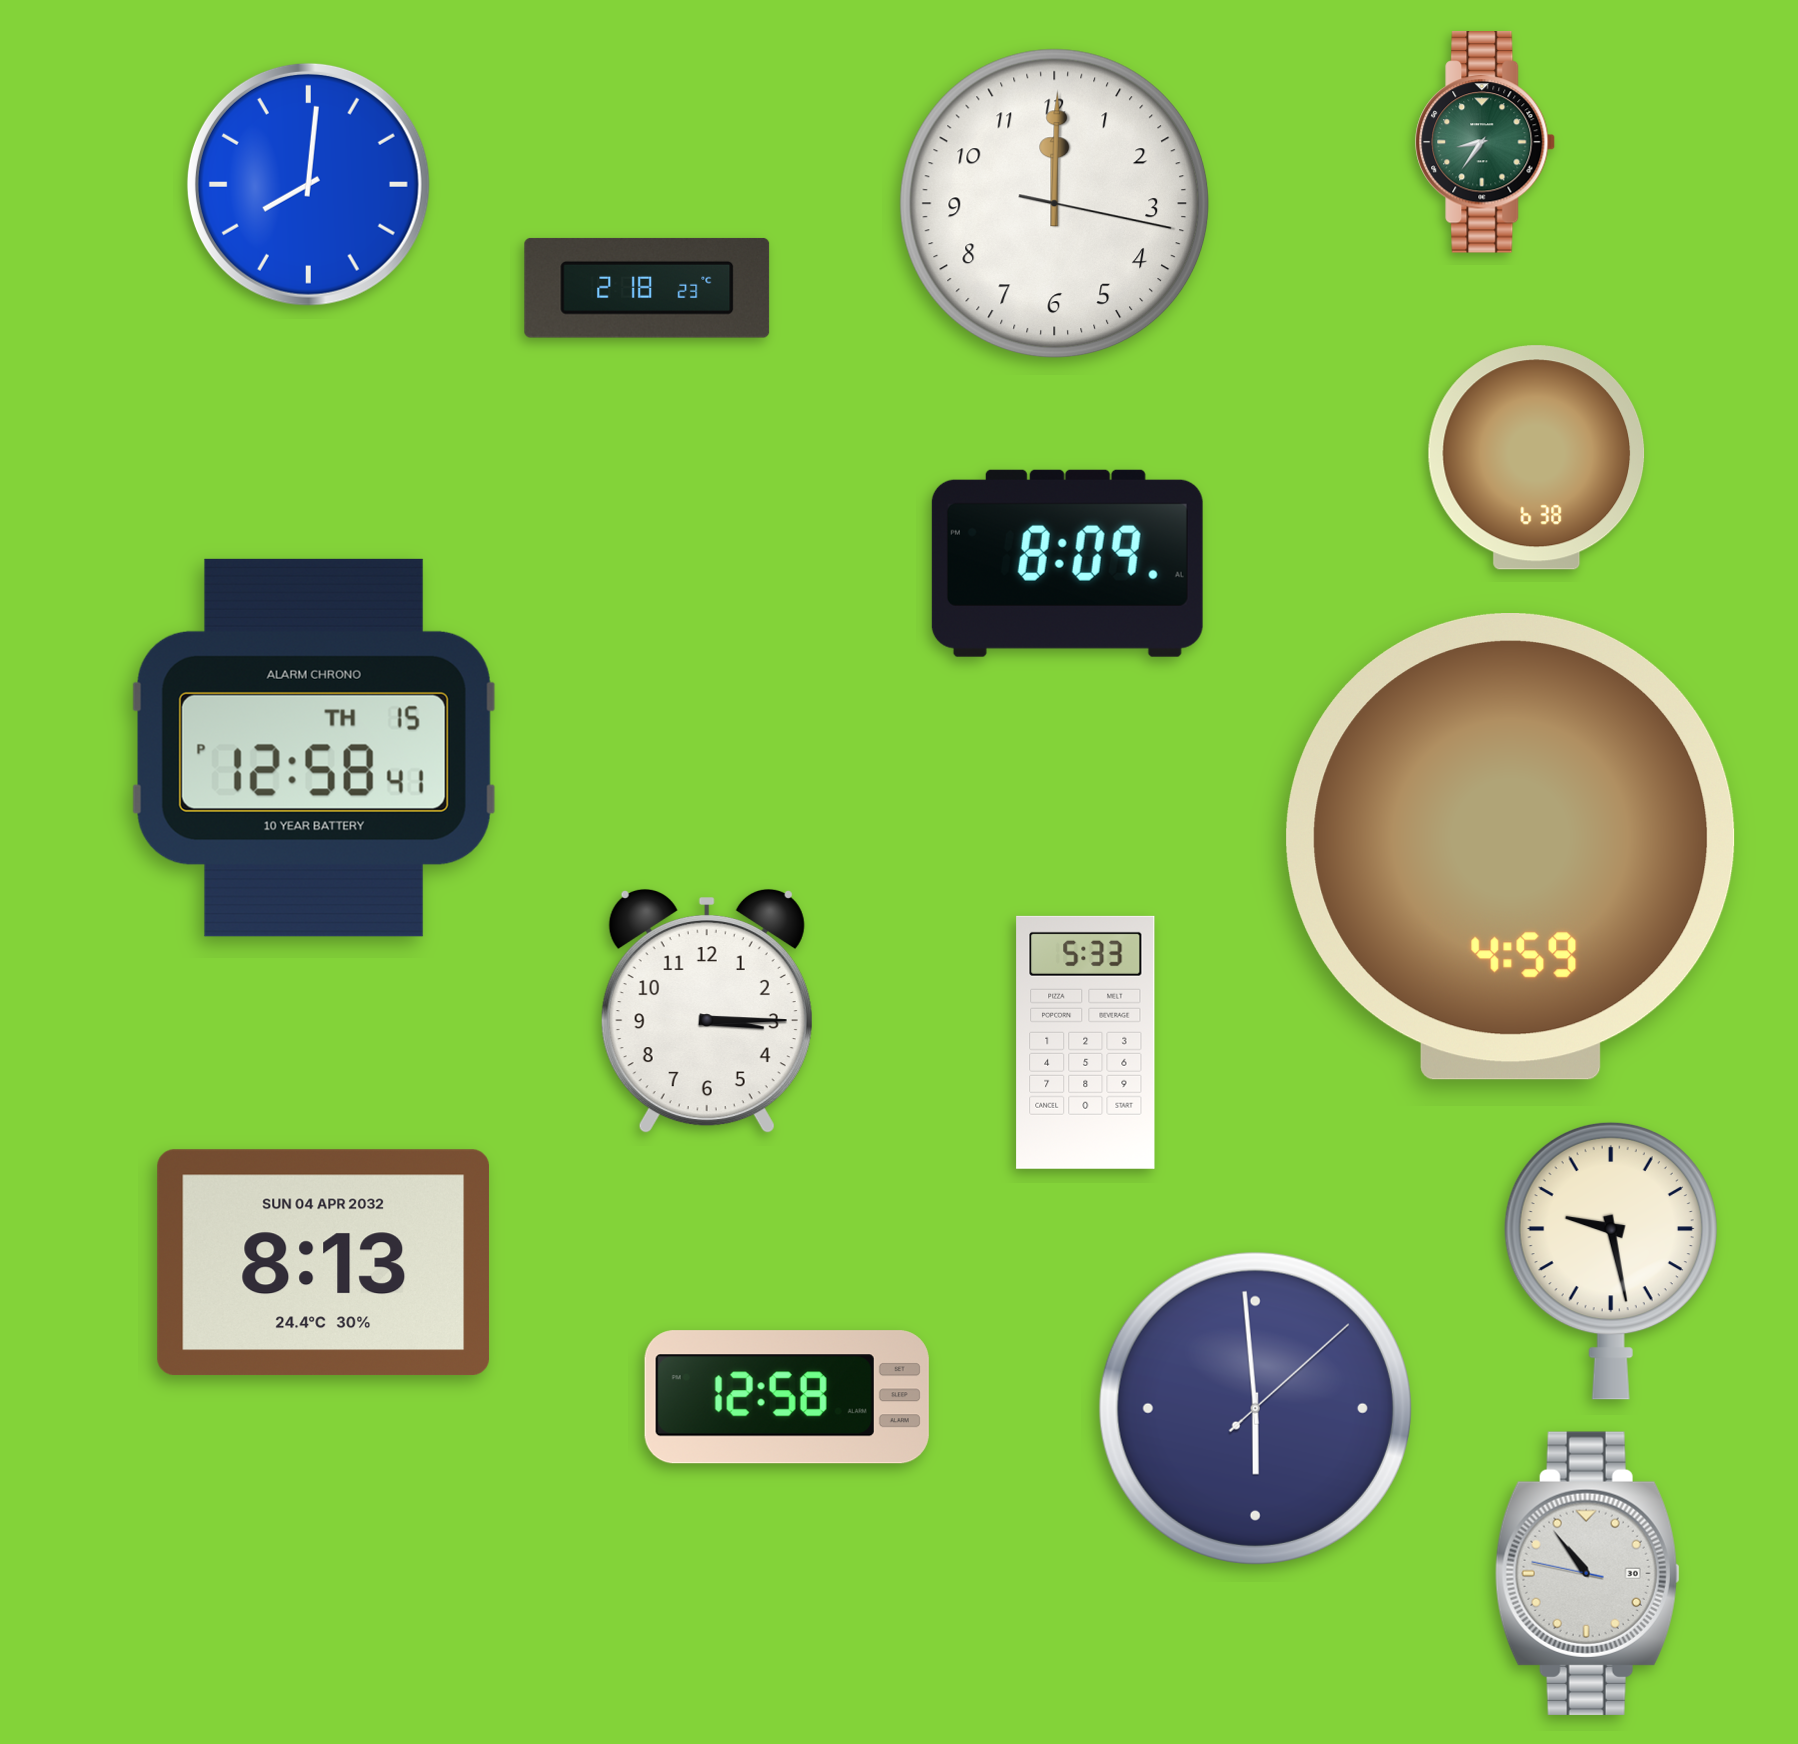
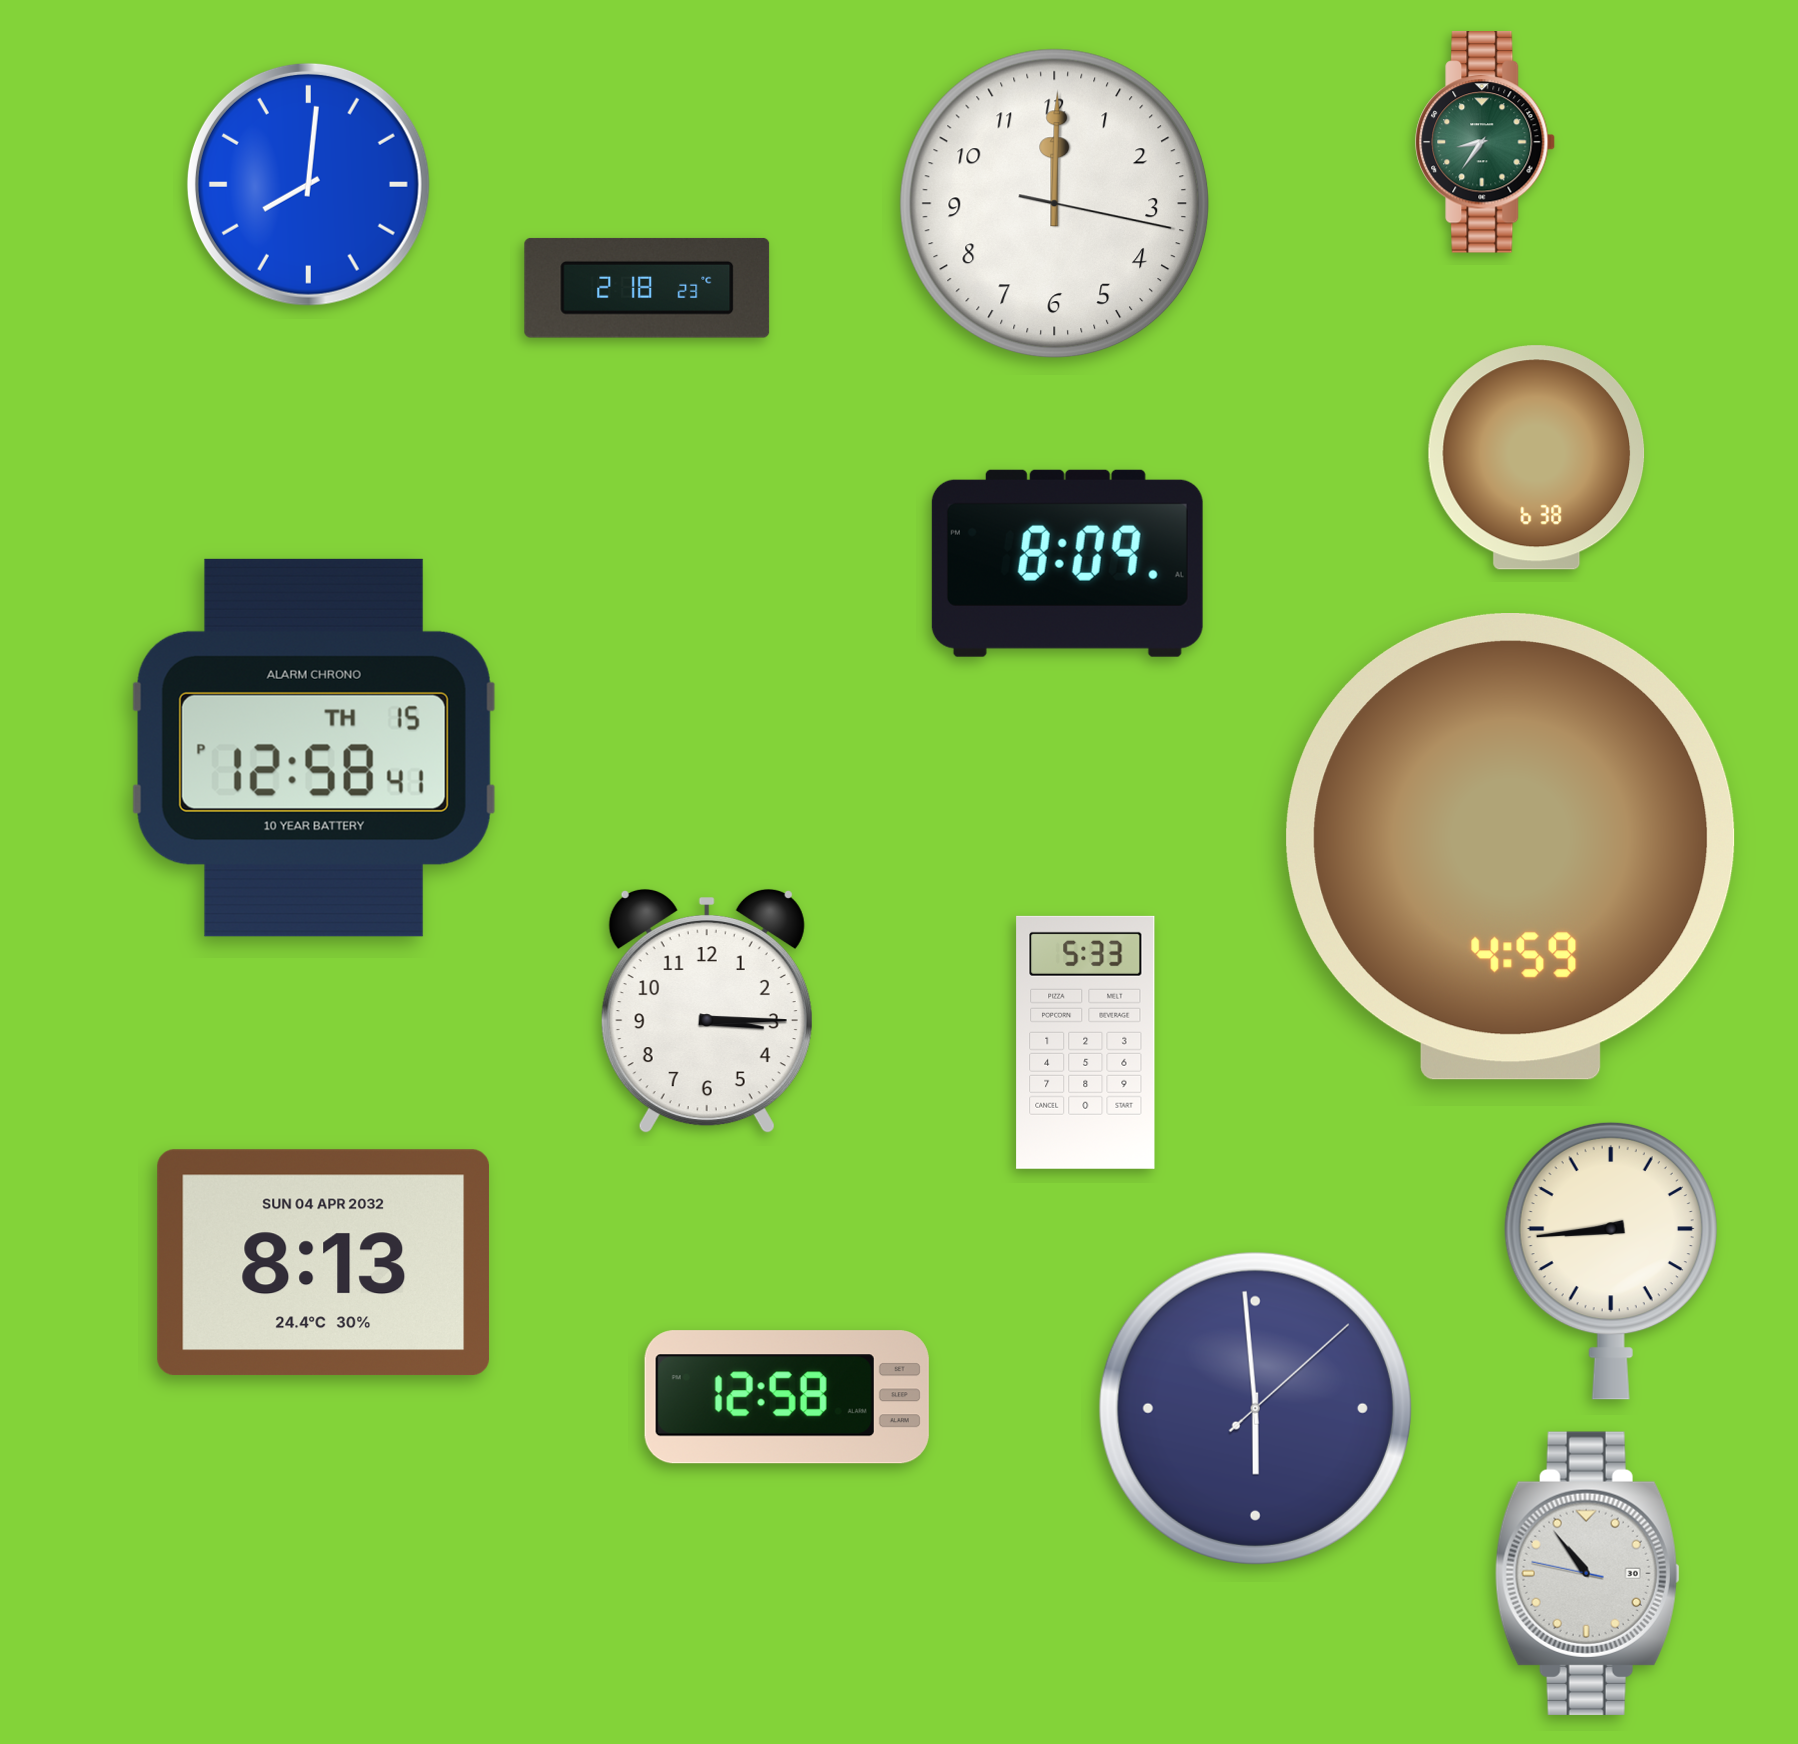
clock at (1611, 1261): 9:28 -> 8:44
